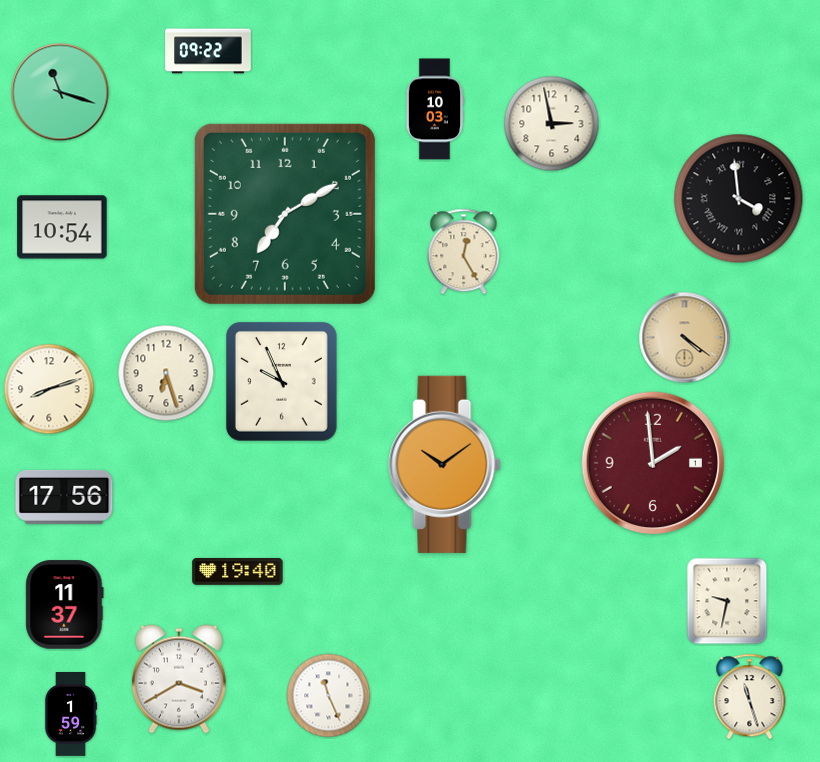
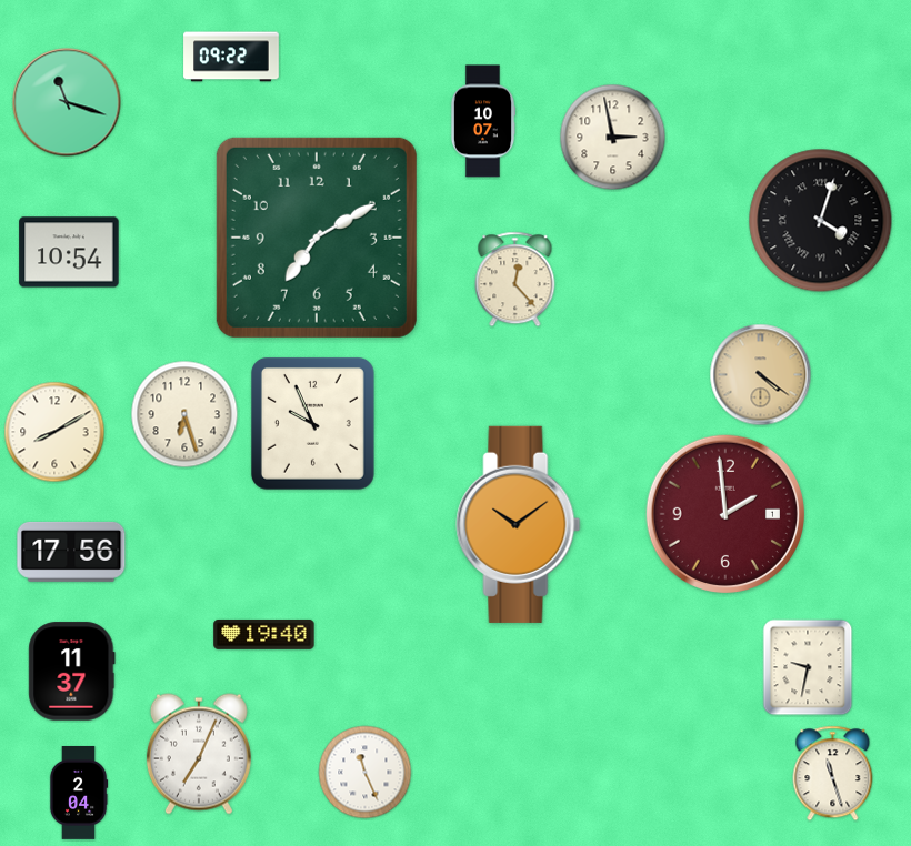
clock at (435, 109): 10:03 -> 10:07
clock at (739, 199): 3:59 -> 4:03
clock at (464, 252): 12:25 -> 12:23
clock at (49, 389): 8:12 -> 8:10
clock at (445, 464) position: (445, 464) -> (519, 524)
clock at (179, 679): 3:40 -> 7:04
clock at (71, 715): 1:59 -> 2:04
